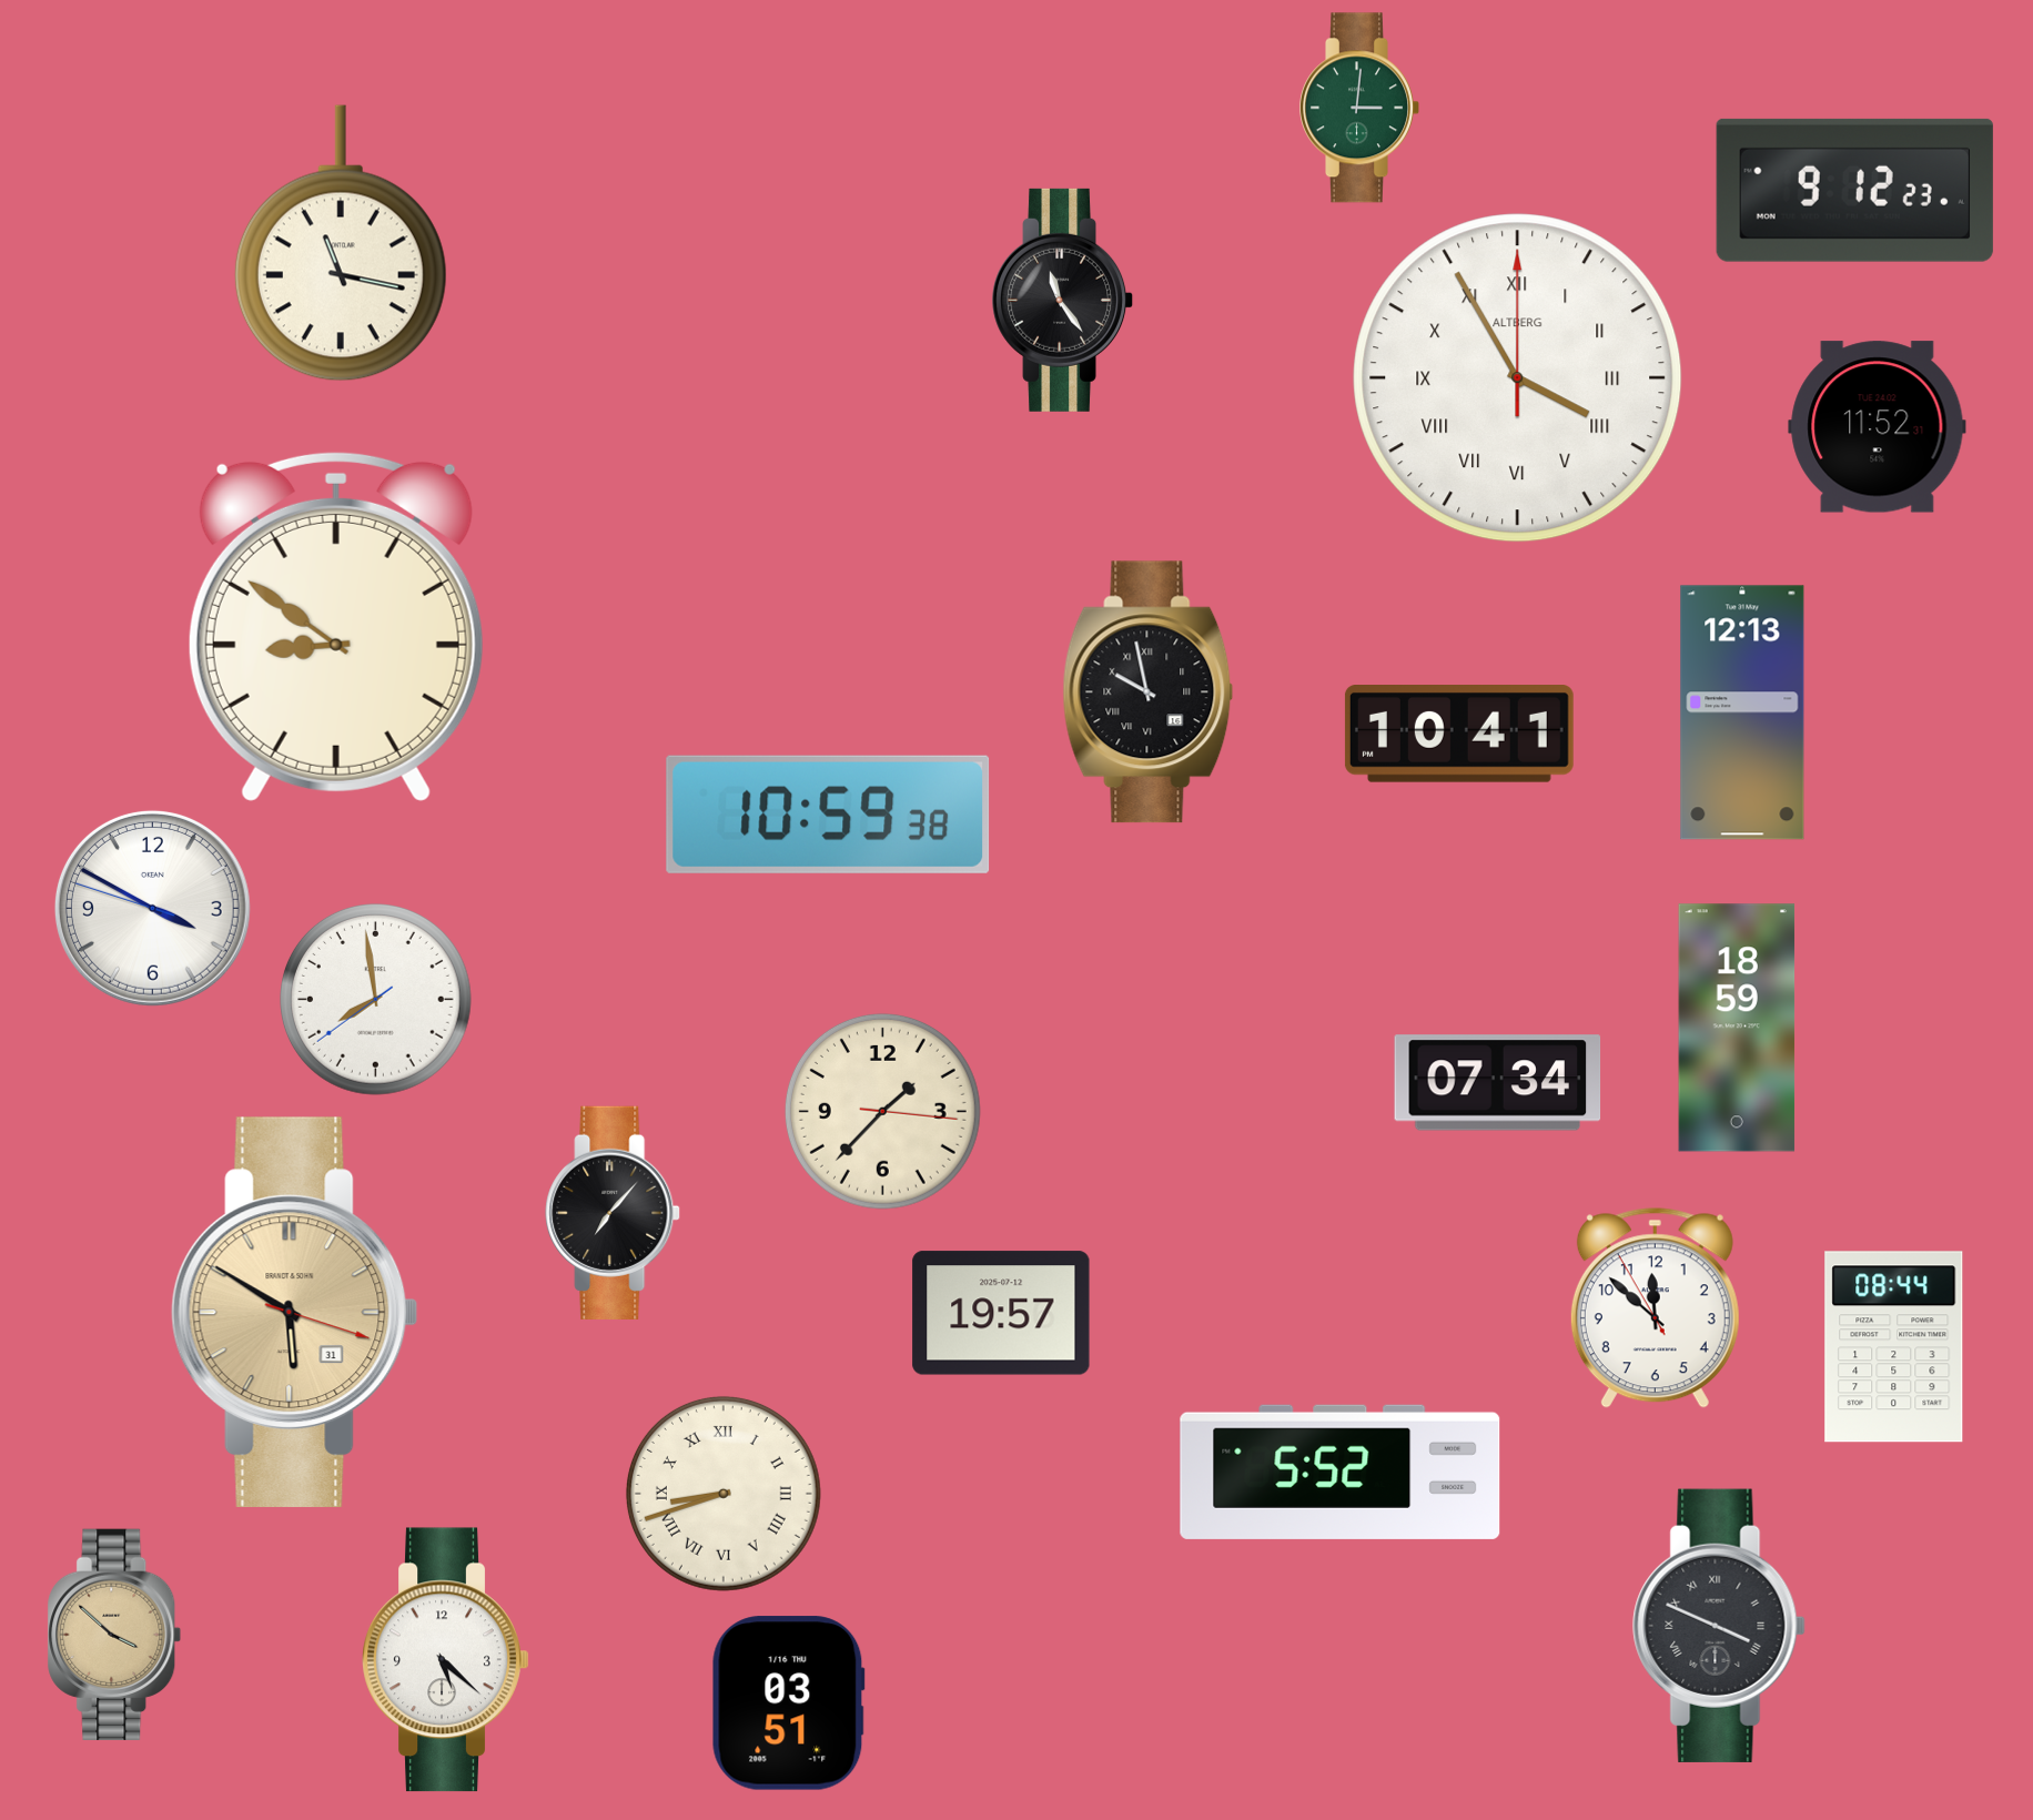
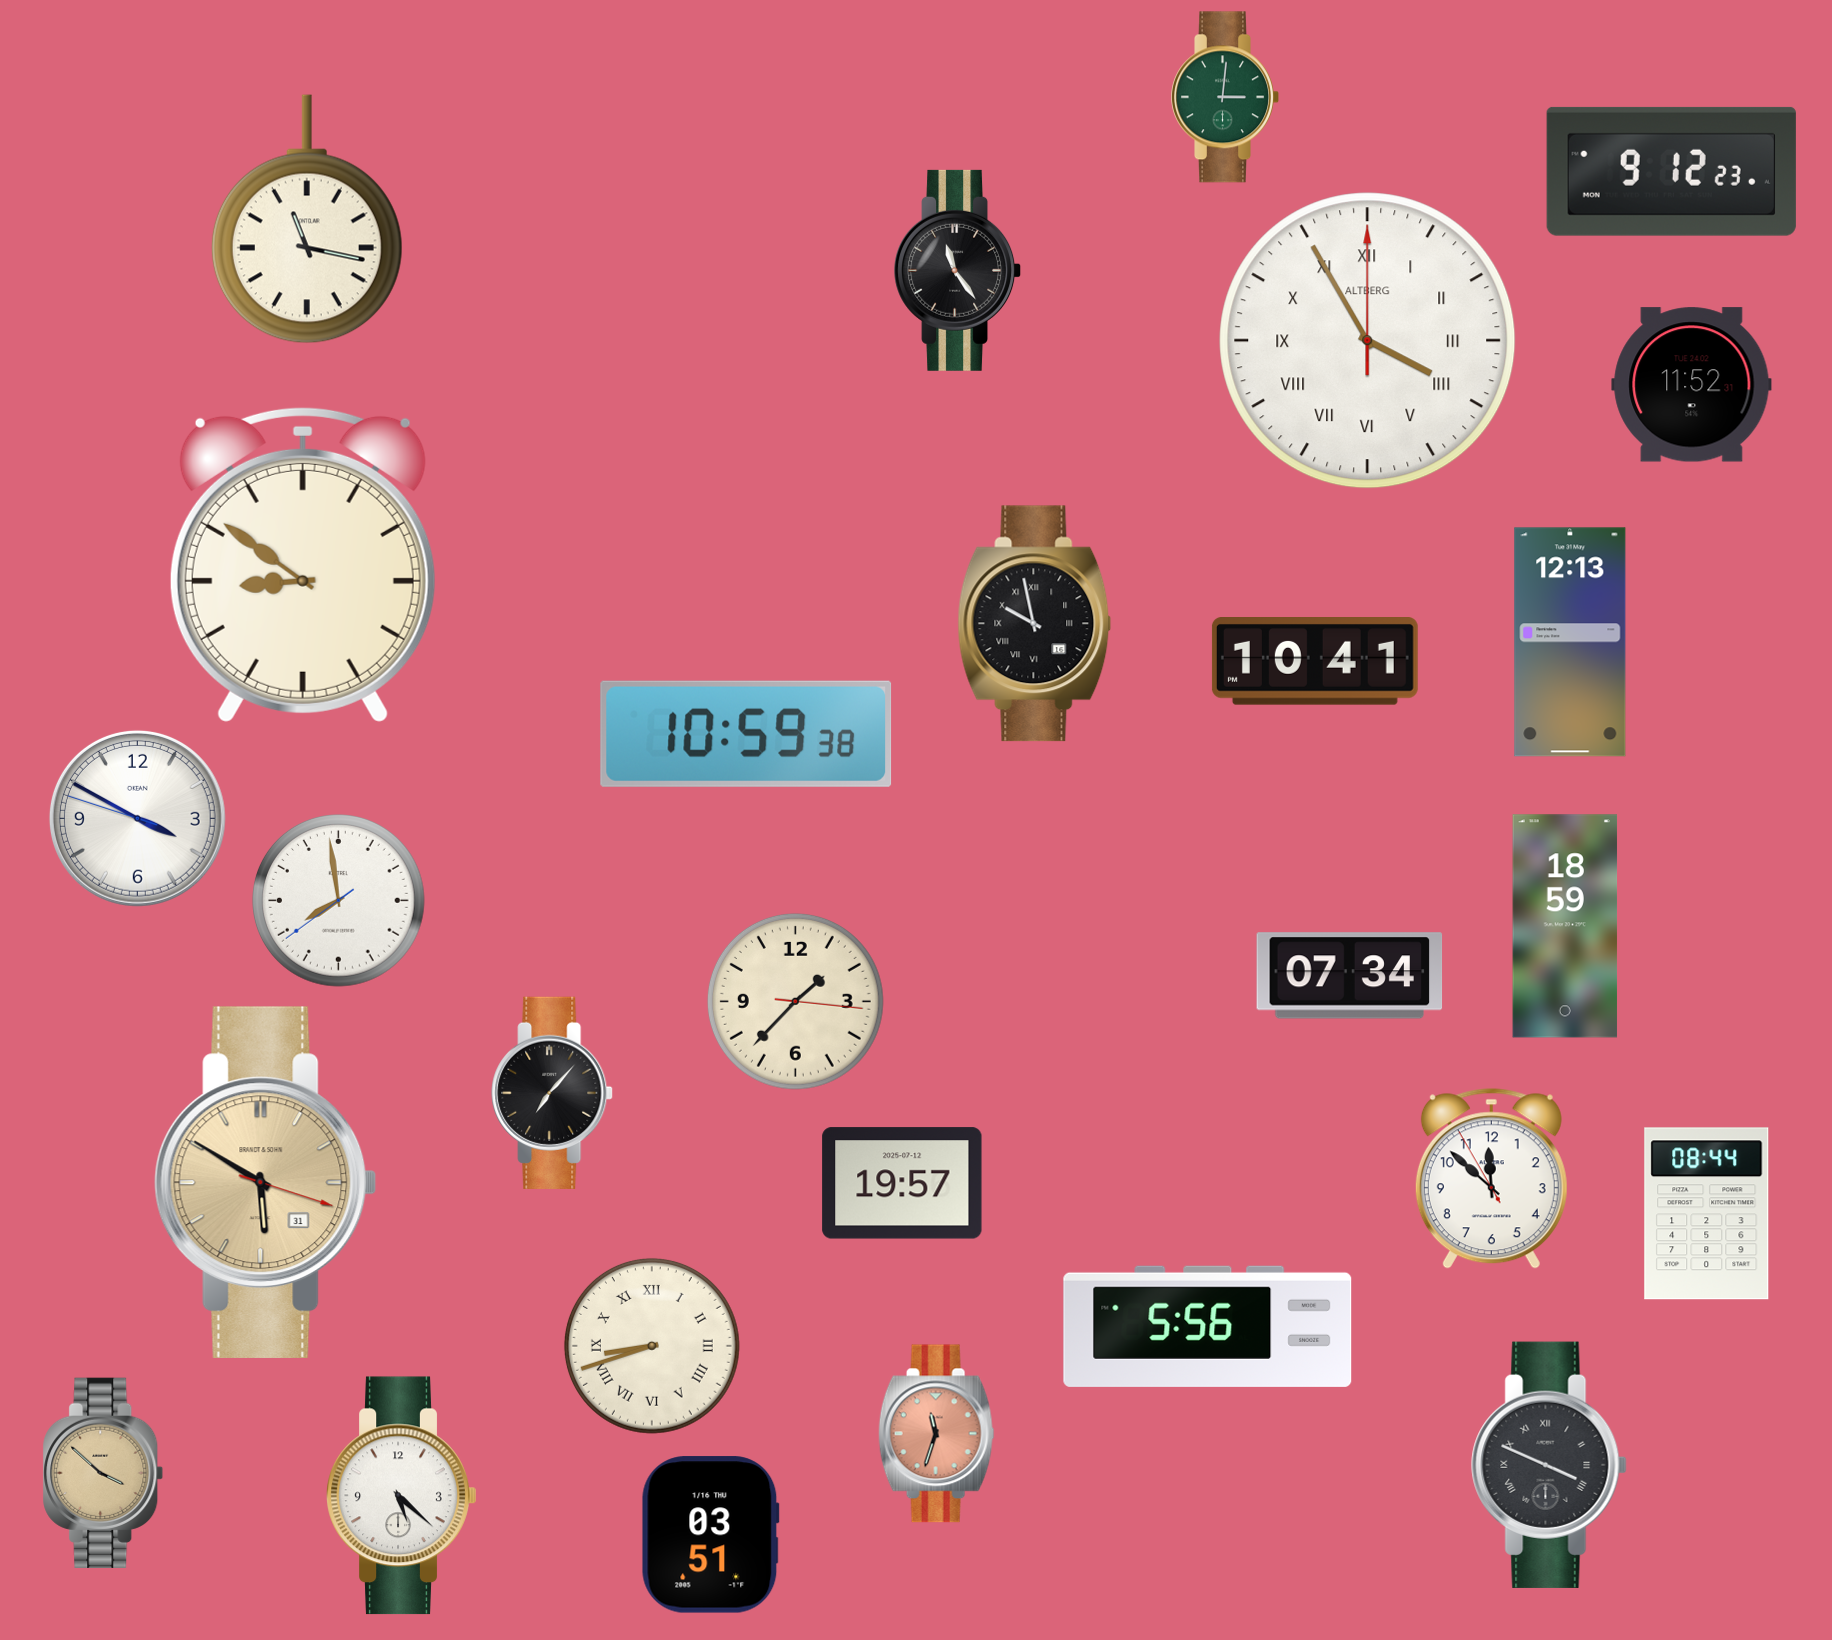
clock at (1341, 1472): 5:52 -> 5:56
clock at (936, 1434): none -> 11:33
